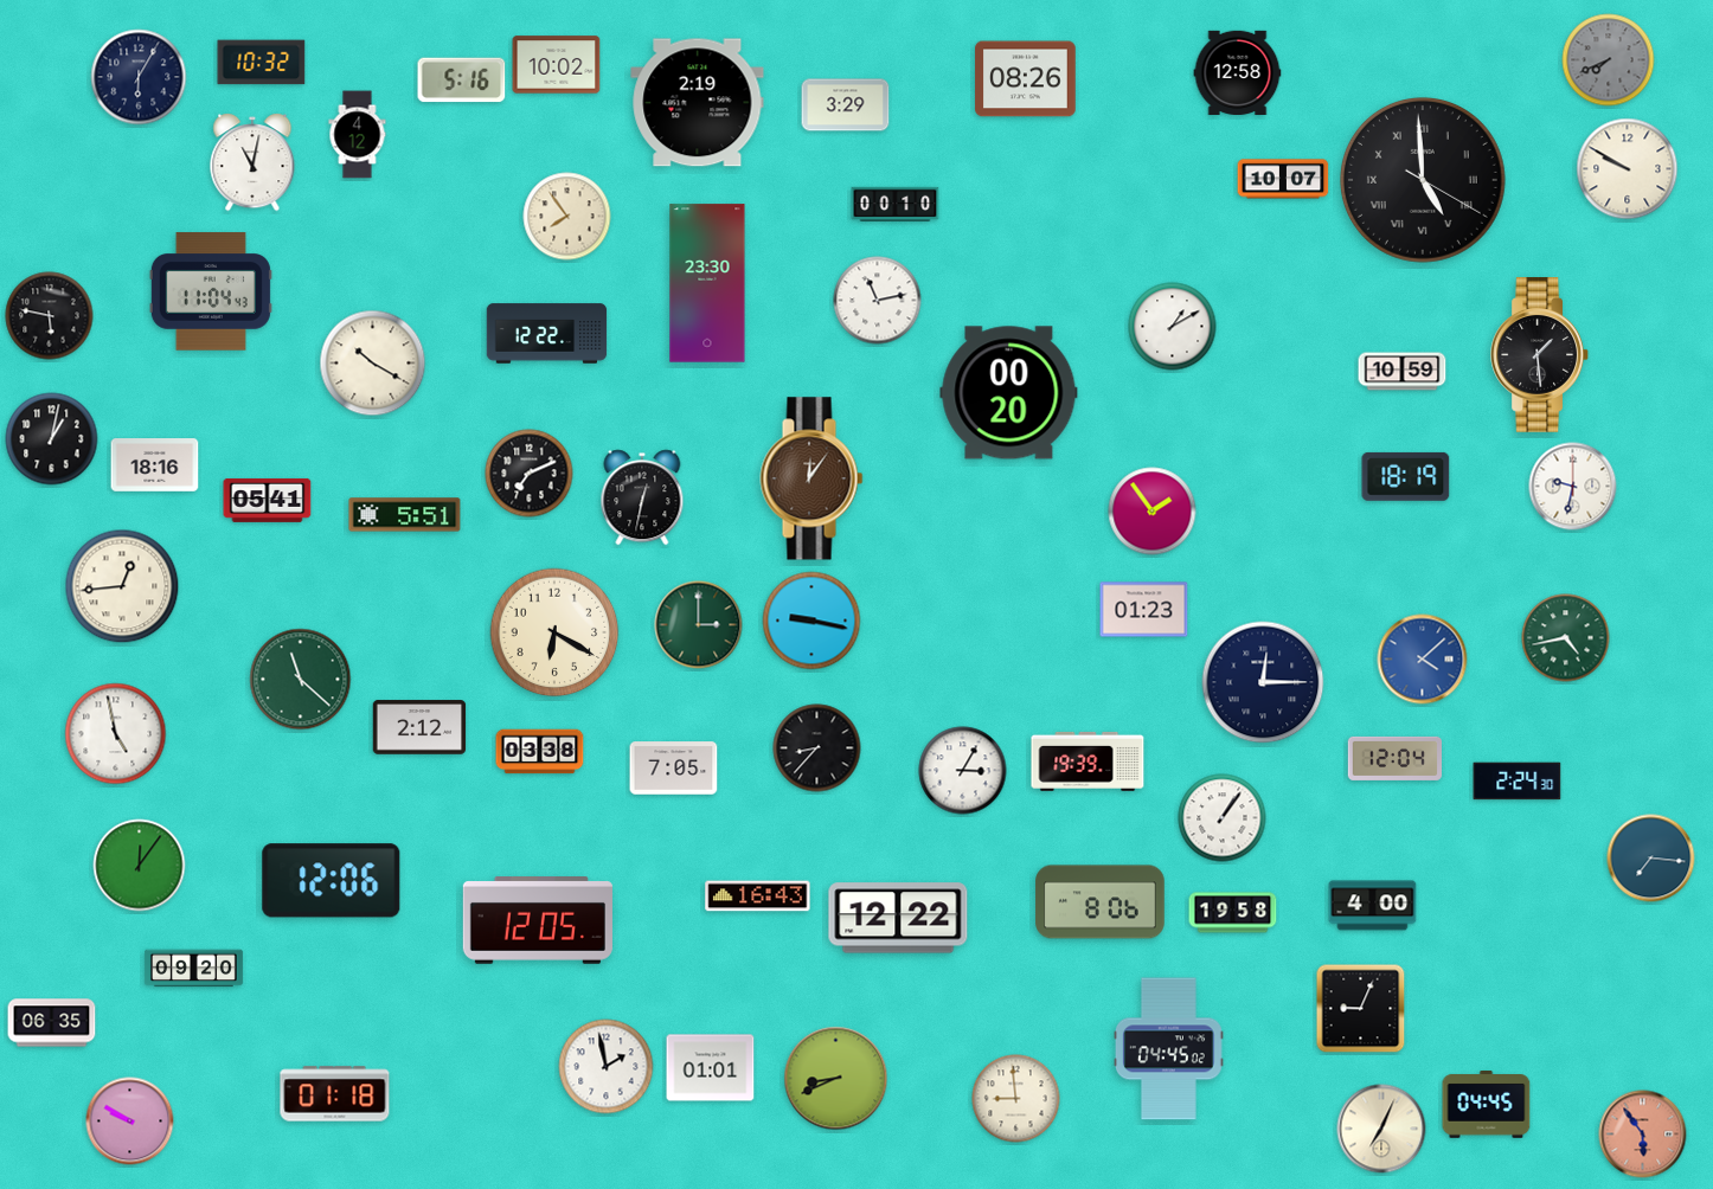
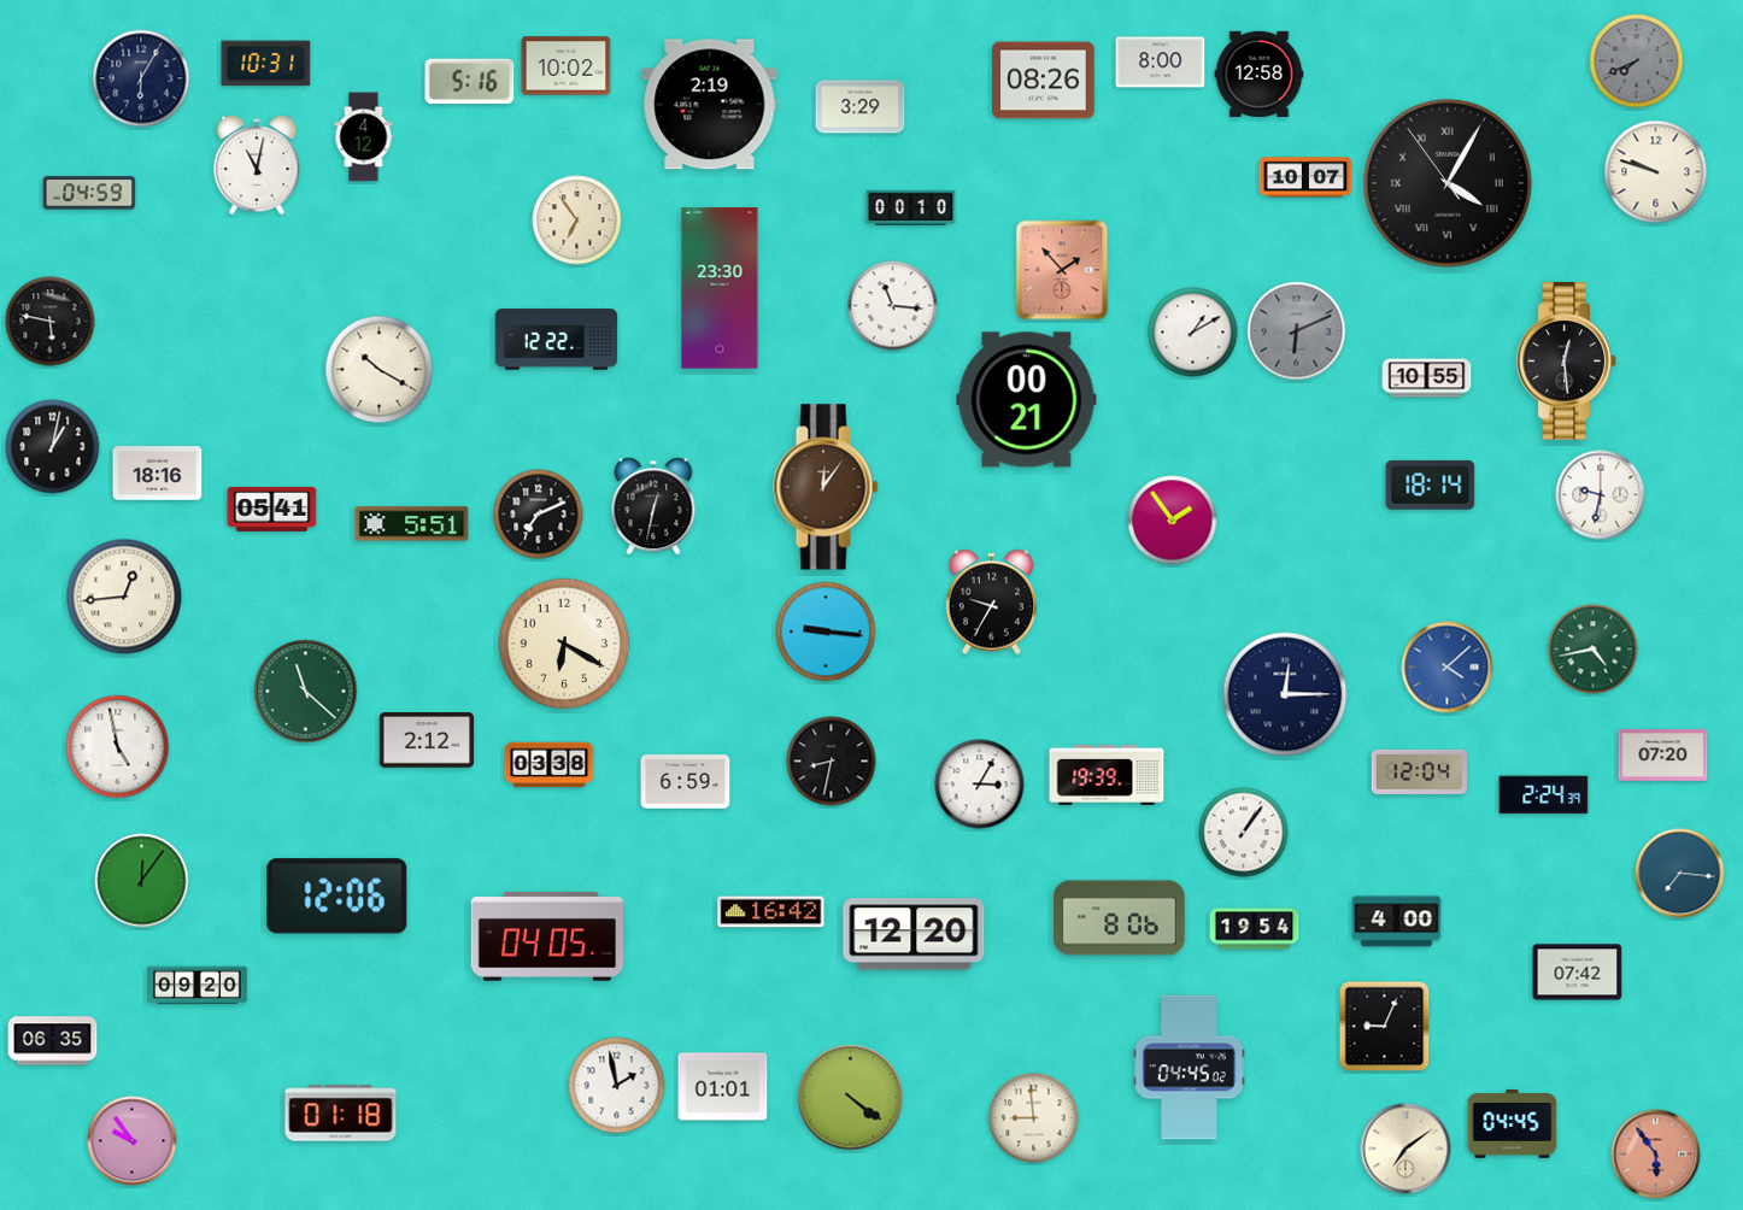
clock at (1161, 63): none -> 8:00
clock at (262, 63): 10:32 -> 10:31
clock at (1628, 169): 9:50 -> 9:48
clock at (1283, 179) position: (1283, 179) -> (1305, 177)
clock at (1424, 181): 4:59 -> 4:04
clock at (89, 193): none -> 04:59
clock at (567, 217): 7:54 -> 6:54
clock at (1062, 270): none -> 1:53
clock at (211, 291): 11:04 -> none
clock at (878, 301): 11:13 -> 11:16
clock at (1297, 331): none -> 6:11
clock at (1539, 355): 1:29 -> 12:29
clock at (1403, 372): 10:59 -> 10:55
clock at (1009, 393): 00:20 -> 00:21
clock at (530, 474) position: (530, 474) -> (539, 515)
clock at (1406, 476): 18:19 -> 18:14
clock at (991, 603): none -> 9:35
clock at (1144, 610): 01:23 -> none
clock at (811, 621): 9:17 -> 9:16
clock at (699, 625): 3:00 -> none
clock at (1423, 660) position: (1423, 660) -> (1448, 668)
clock at (1663, 756): none -> 07:20
clock at (817, 748): 8:37 -> 8:32
clock at (674, 769): 7:05 -> 6:59
clock at (1518, 782): 2:24:30 -> 2:24:39
clock at (758, 896): 16:43 -> 16:42
clock at (1233, 913): 19:58 -> 19:54
clock at (898, 918): 12:22 -> 12:20
clock at (538, 920): 12:05 -> 04:05
clock at (1578, 973): none -> 07:42
clock at (836, 1079): 8:41 -> 4:21
clock at (130, 1121): 9:50 -> 9:54
clock at (1381, 1129): 7:04 -> 7:09
clock at (1643, 1135) position: (1643, 1135) -> (1656, 1155)
